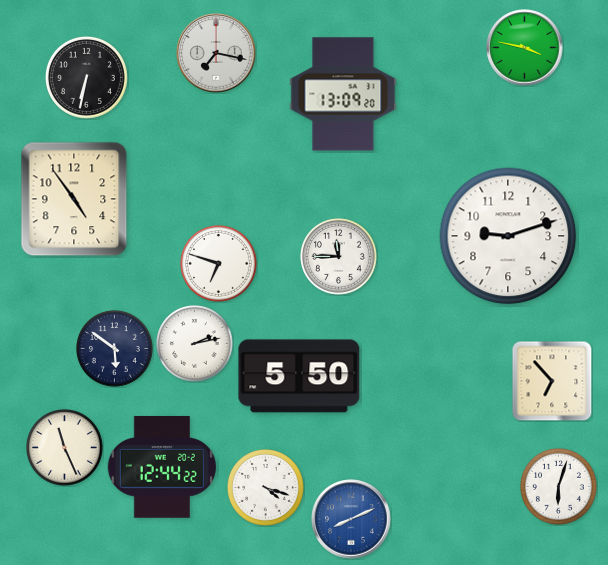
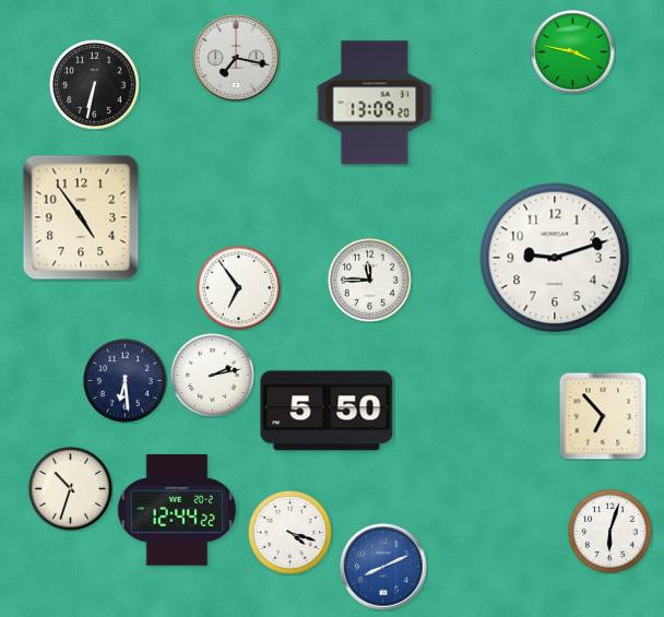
clock at (219, 264): 6:48 -> 6:54
clock at (115, 349): 5:51 -> 6:29
clock at (65, 448): 11:26 -> 10:33
